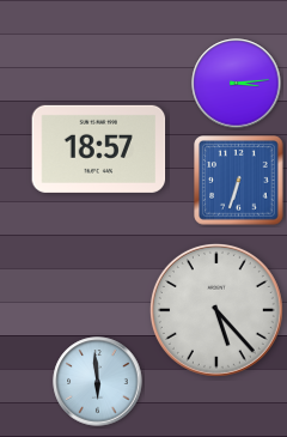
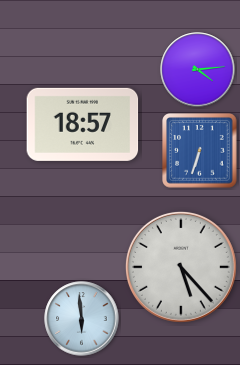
clock at (237, 84): 3:14 -> 4:14
clock at (216, 310) position: (216, 310) -> (181, 267)
